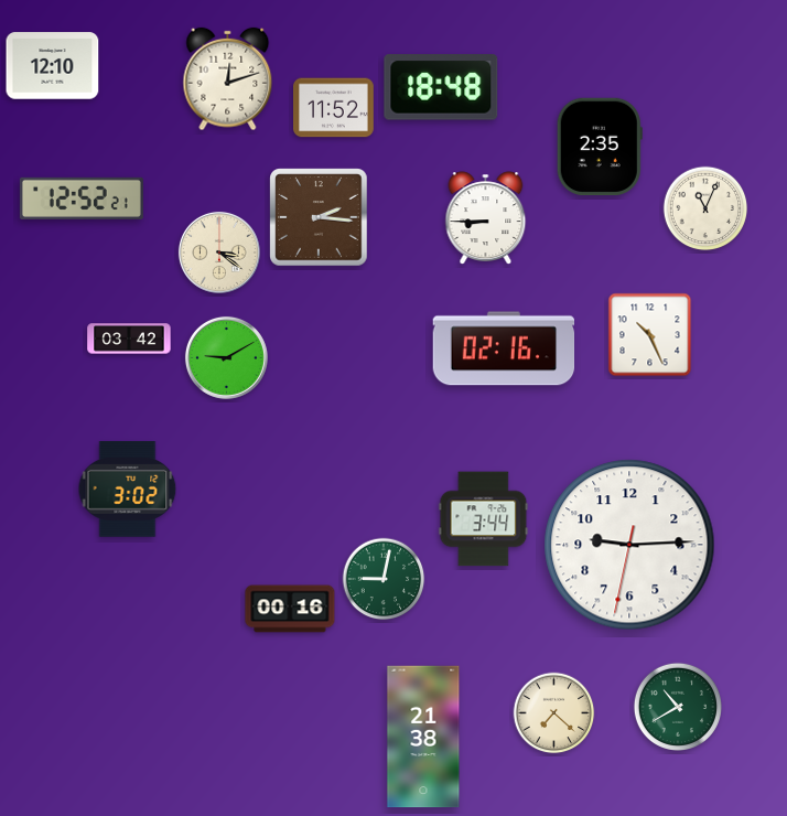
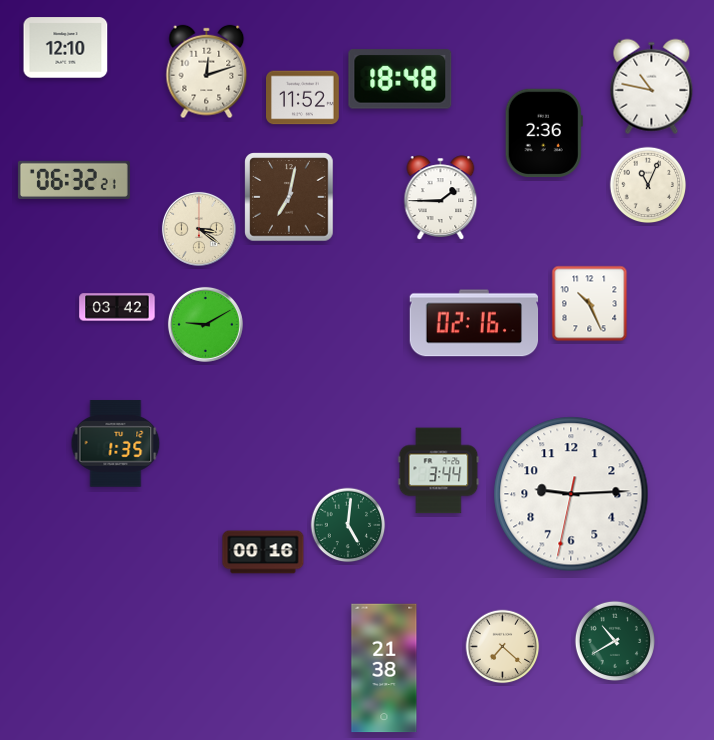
clock at (53, 66) position: (53, 66) -> (66, 48)
clock at (652, 87): none -> 10:47
clock at (600, 147): 2:35 -> 2:36
clock at (82, 198): 12:52 -> 06:32
clock at (705, 208) position: (705, 208) -> (648, 185)
clock at (319, 217): 2:16 -> 7:02
clock at (486, 218): 8:45 -> 1:45
clock at (504, 348) position: (504, 348) -> (474, 323)
clock at (128, 490): 3:02 -> 1:35
clock at (384, 579): 9:02 -> 5:01
